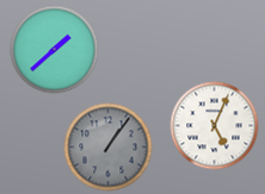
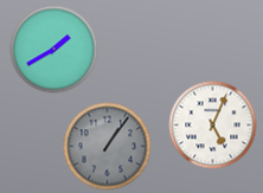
clock at (55, 50): 1:38 -> 1:40
